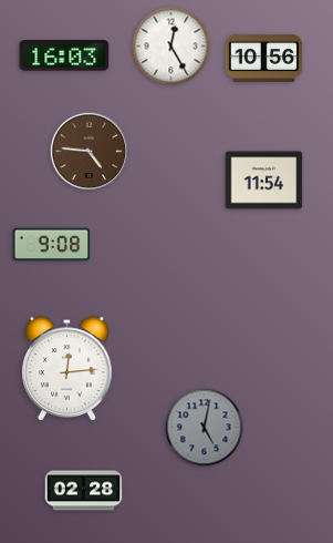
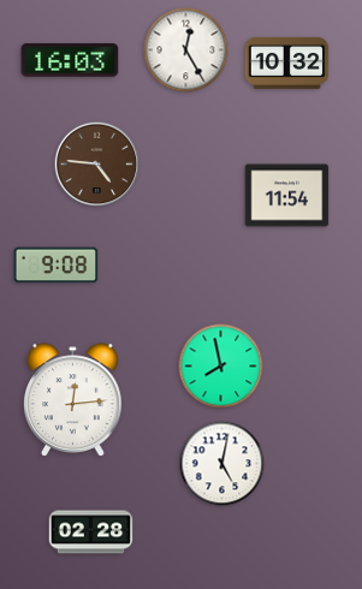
clock at (264, 58): 10:56 -> 10:32
clock at (221, 367): none -> 7:58
clock at (205, 428) dial: grey -> white
